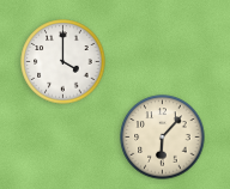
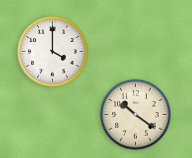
clock at (163, 138): 6:07 -> 10:21
